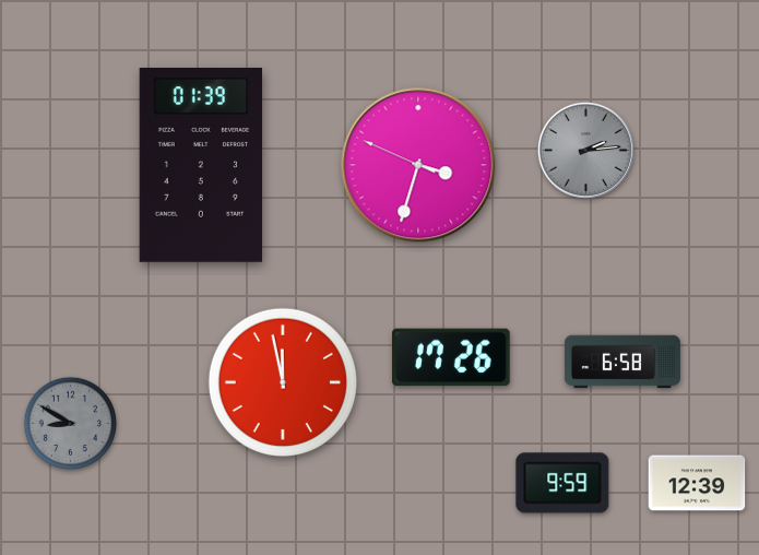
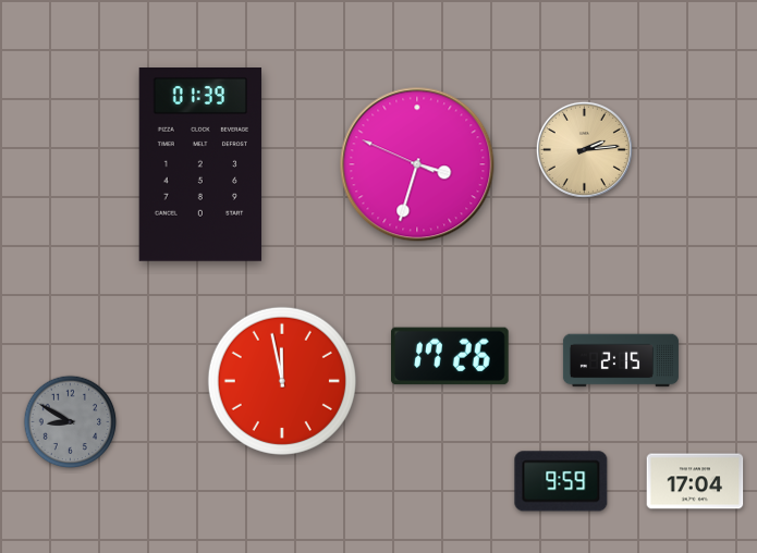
clock at (585, 150) dial: grey -> champagne
clock at (622, 362): 6:58 -> 2:15
clock at (697, 483): 12:39 -> 17:04
